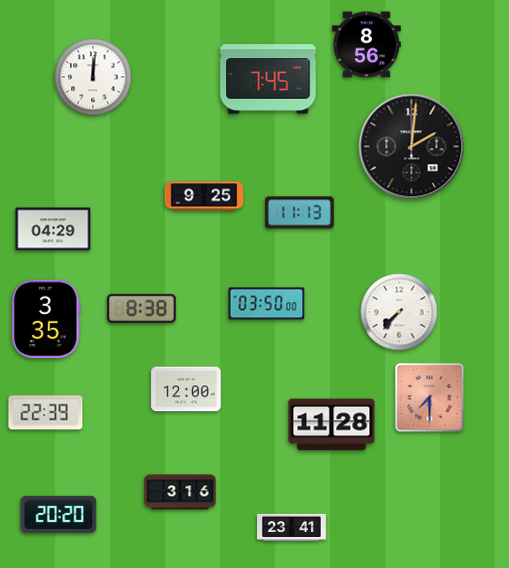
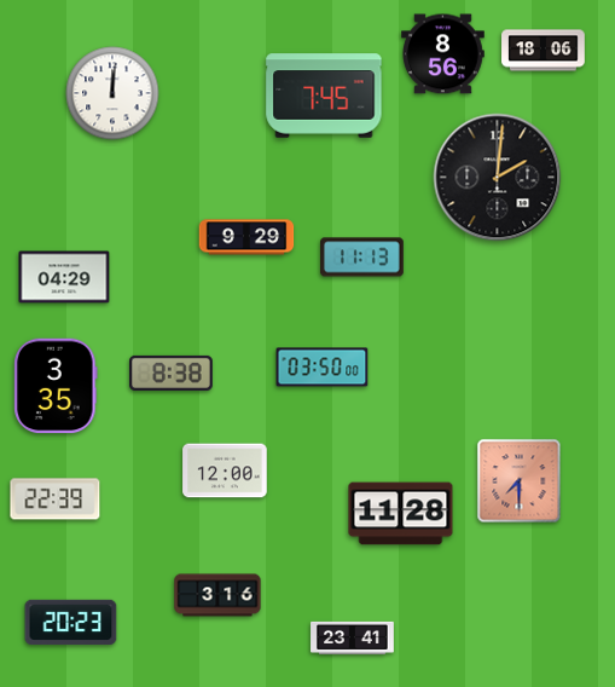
clock at (544, 51): none -> 18:06
clock at (204, 196): 9:25 -> 9:29
clock at (399, 312): 7:37 -> none
clock at (59, 514): 20:20 -> 20:23
